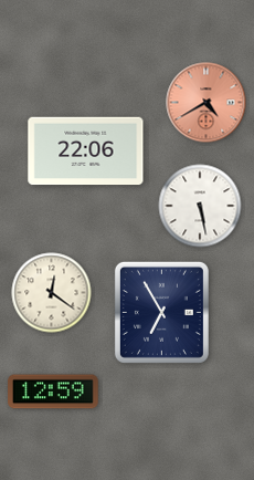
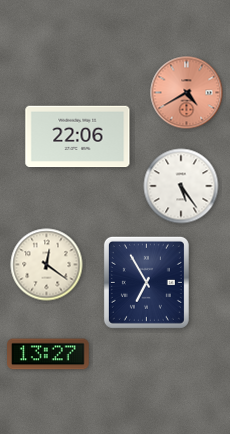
clock at (200, 206): 5:28 -> 5:24
clock at (53, 392): 12:59 -> 13:27
